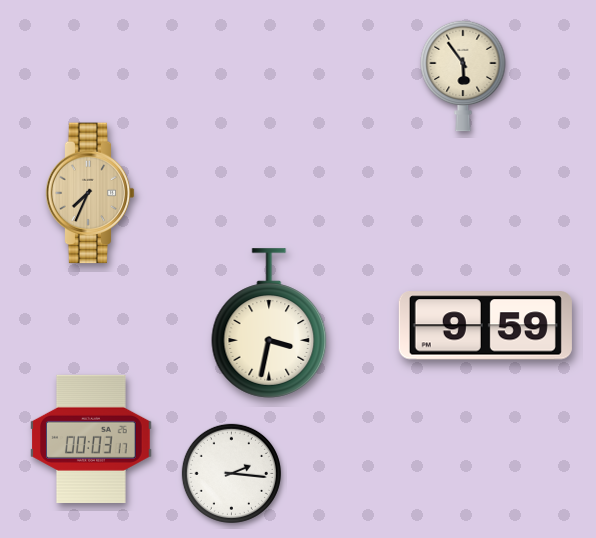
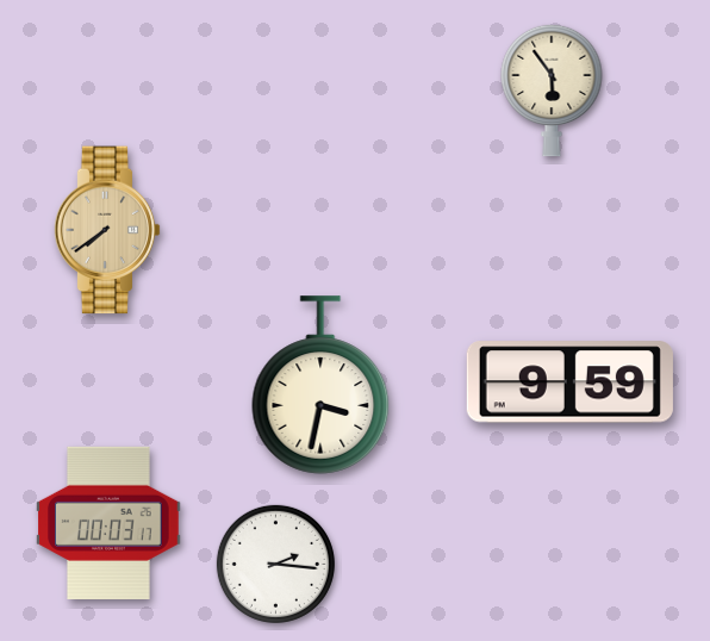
clock at (90, 193): 7:34 -> 7:39
clock at (485, 326) position: (485, 326) -> (569, 382)
